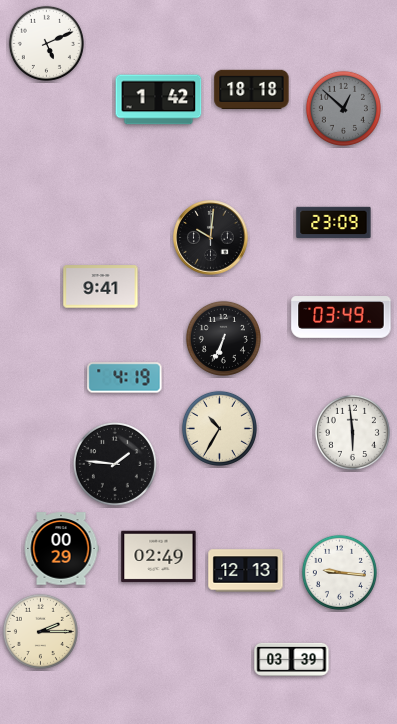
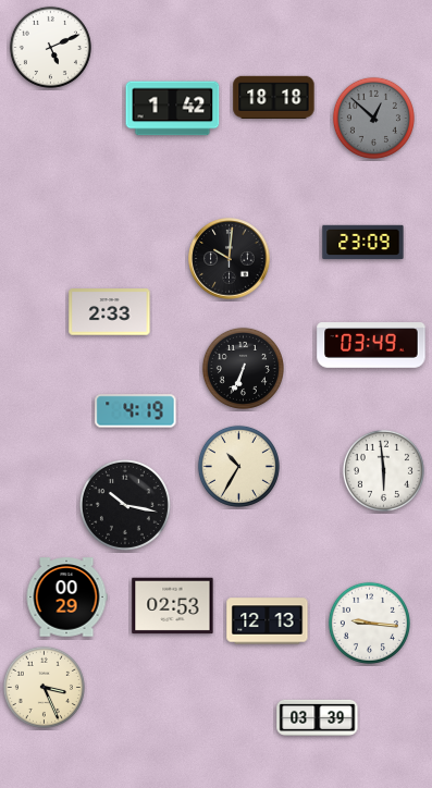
clock at (101, 287): 9:41 -> 2:33
clock at (115, 464): 1:46 -> 10:17
clock at (159, 557): 02:49 -> 02:53
clock at (40, 631): 2:15 -> 3:26
